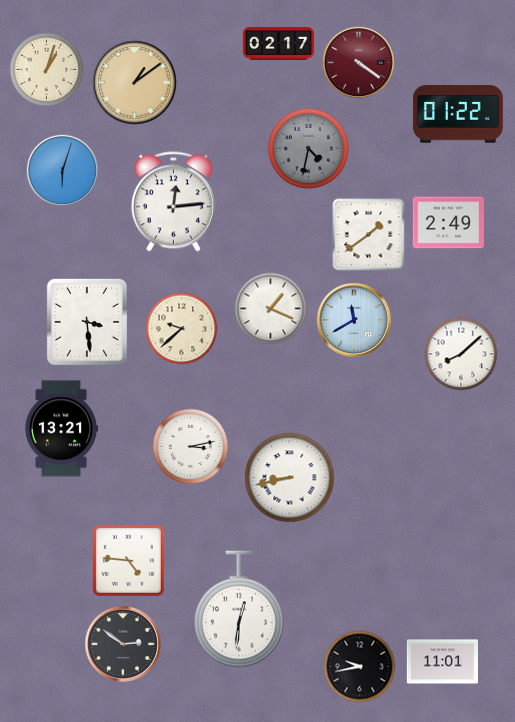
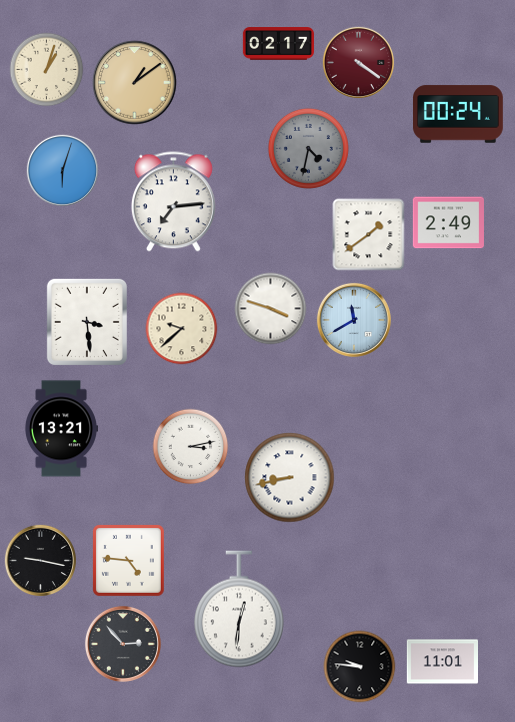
clock at (459, 114): 01:22 -> 00:24
clock at (173, 202): 12:14 -> 7:14
clock at (271, 309): 1:19 -> 3:48
clock at (461, 354): 8:08 -> none
clock at (40, 560): none -> 9:17
clock at (123, 644): 2:51 -> 2:53
clock at (360, 667): 9:43 -> 9:46
